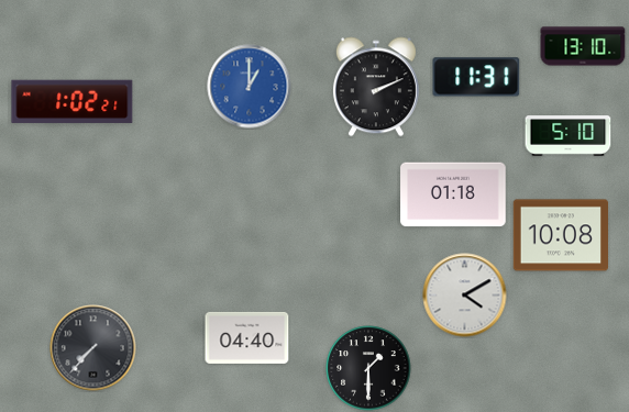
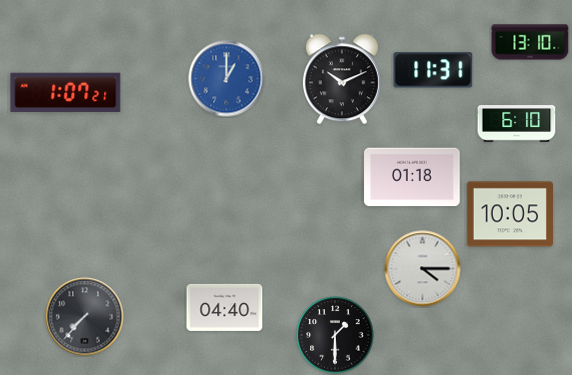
clock at (376, 87): 2:11 -> 10:11
clock at (73, 101): 1:02 -> 1:07
clock at (569, 136): 5:10 -> 6:10
clock at (560, 235): 10:08 -> 10:05
clock at (465, 296): 4:10 -> 4:15
